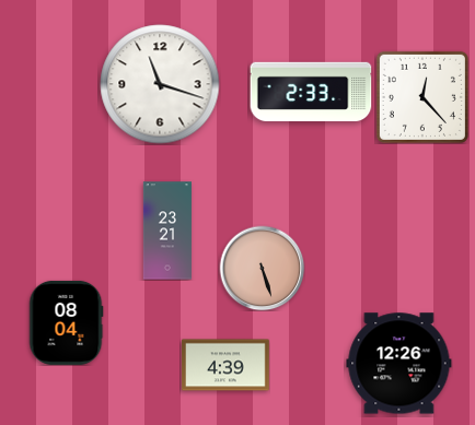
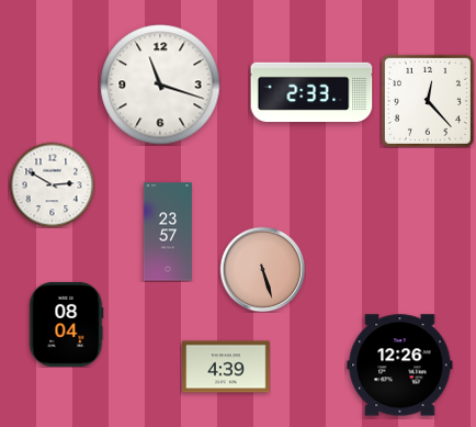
clock at (422, 97) position: (422, 97) -> (428, 101)
clock at (52, 184): none -> 2:50
clock at (166, 231): 23:21 -> 23:57
